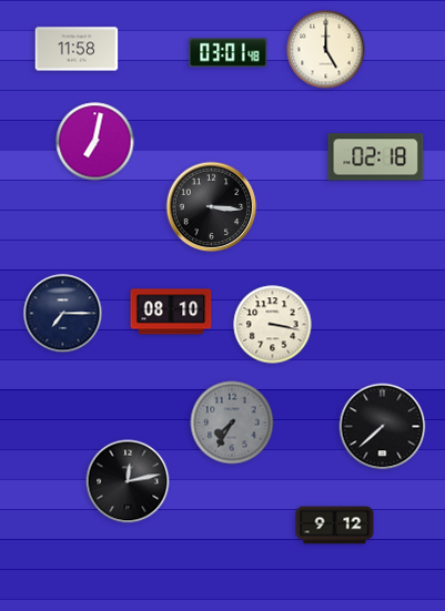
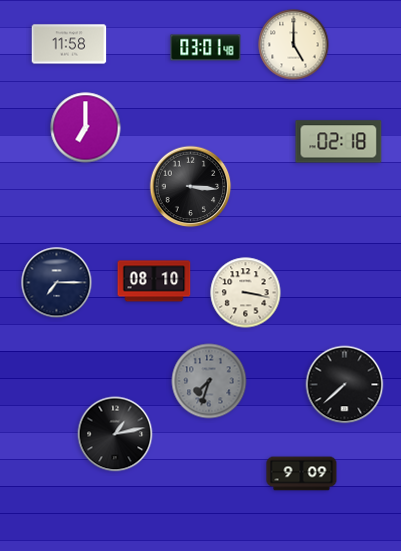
clock at (95, 142): 7:02 -> 7:00
clock at (232, 422): 7:35 -> 7:33
clock at (128, 481): 12:13 -> 1:13
clock at (335, 526): 9:12 -> 9:09
